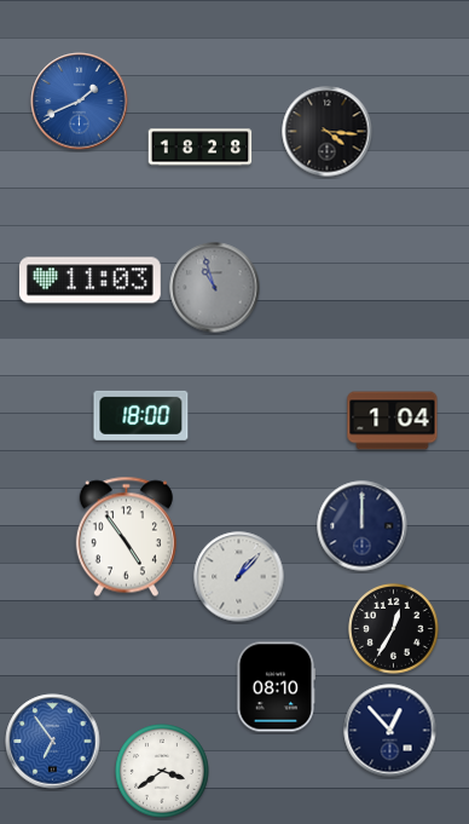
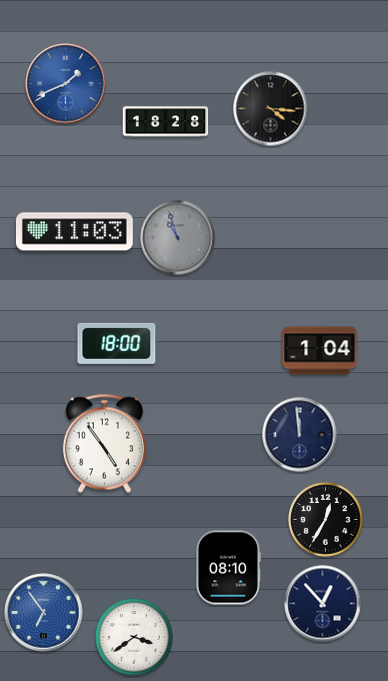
clock at (393, 421) position: (393, 421) -> (320, 351)
clock at (363, 526): 12:00 -> 11:59
clock at (239, 577): 1:07 -> none
